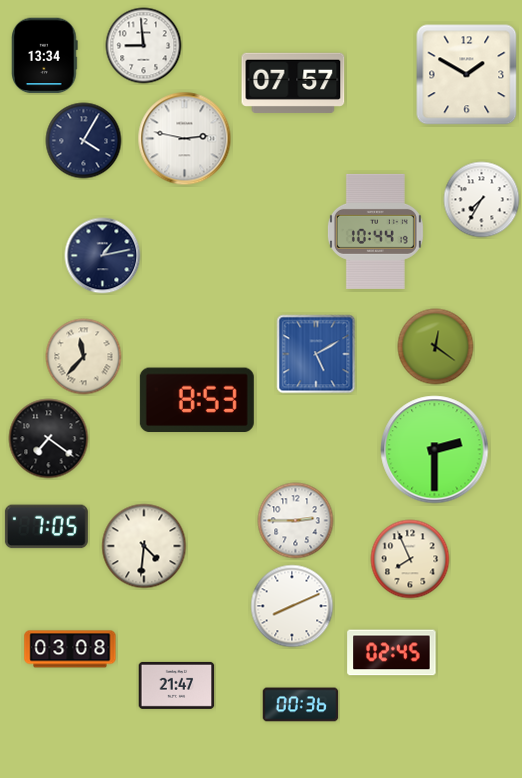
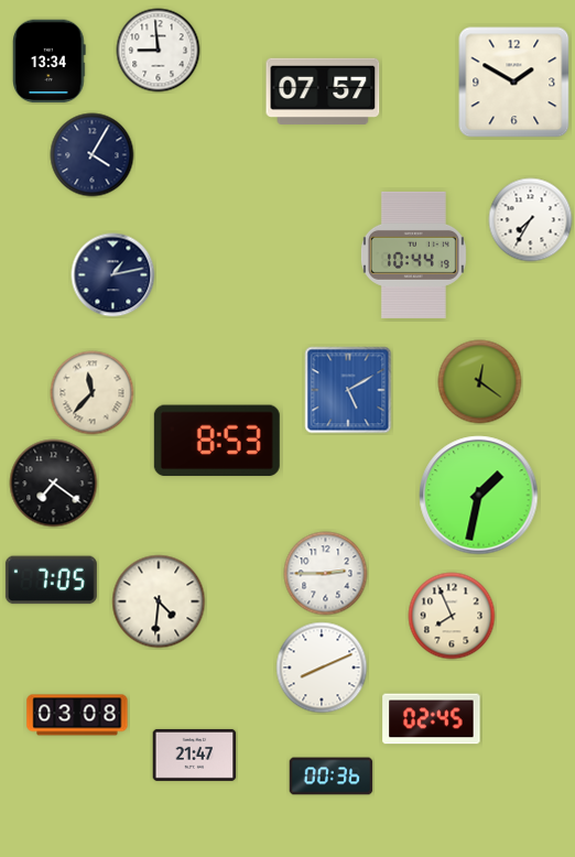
clock at (185, 139): 2:47 -> none
clock at (103, 256) position: (103, 256) -> (113, 275)
clock at (435, 450): 2:30 -> 1:32
